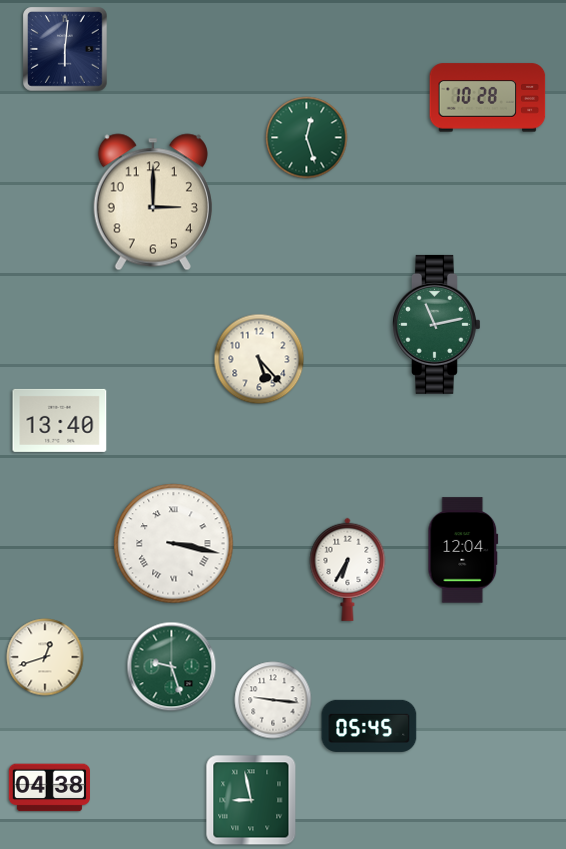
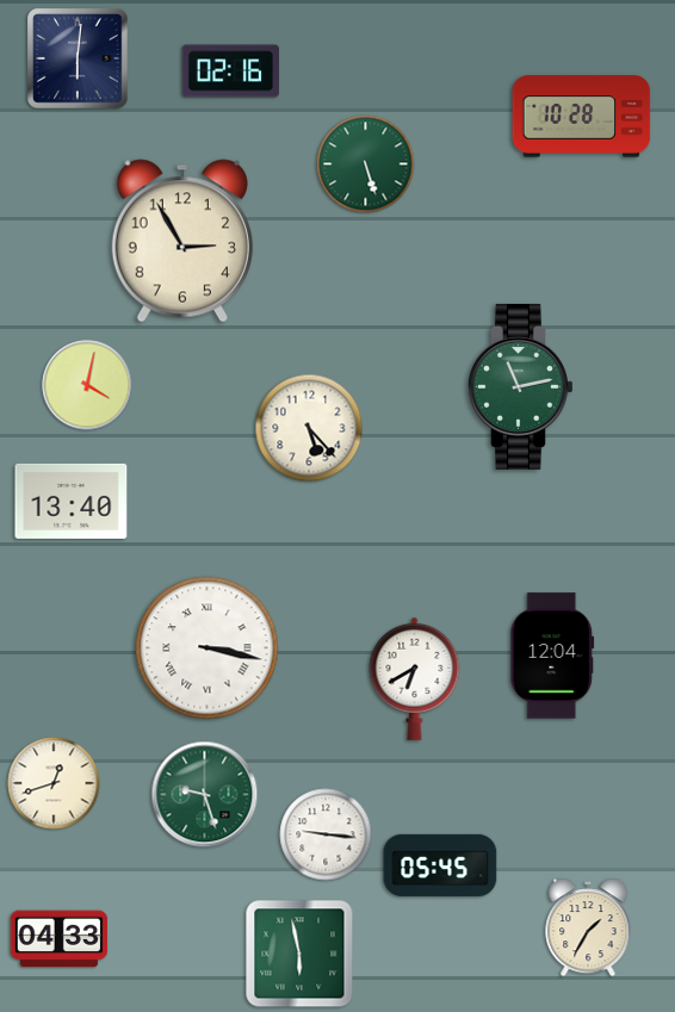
clock at (230, 72): none -> 02:16
clock at (307, 138): 12:27 -> 5:27
clock at (153, 202): 3:00 -> 2:55
clock at (87, 385): none -> 4:02
clock at (348, 569): 6:35 -> 6:40
clock at (588, 927): none -> 1:35
clock at (49, 788): 04:38 -> 04:33
clock at (251, 800): 8:58 -> 5:58
